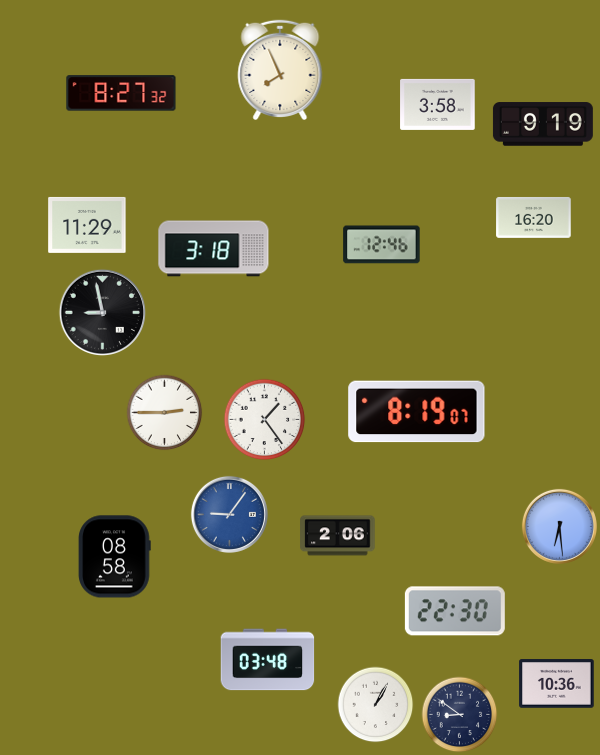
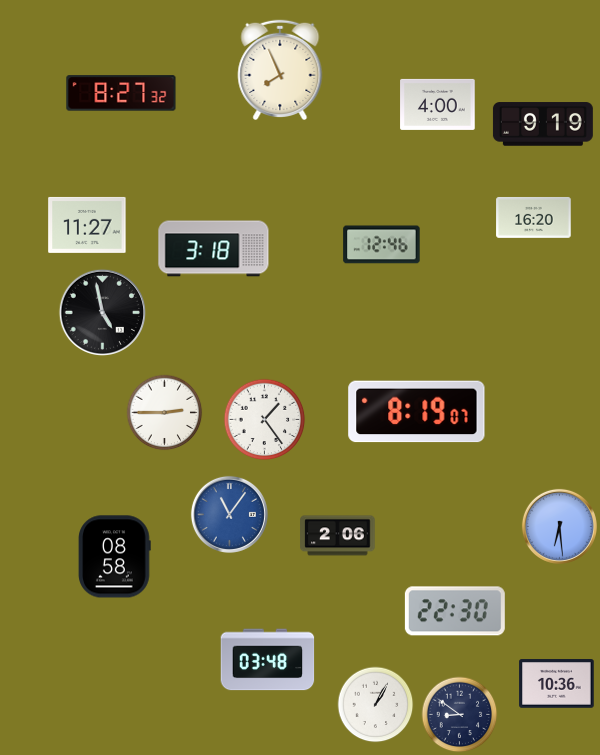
clock at (438, 104): 3:58 -> 4:00
clock at (87, 225): 11:29 -> 11:27
clock at (102, 312): 8:58 -> 4:58
clock at (229, 514): 9:06 -> 11:06
